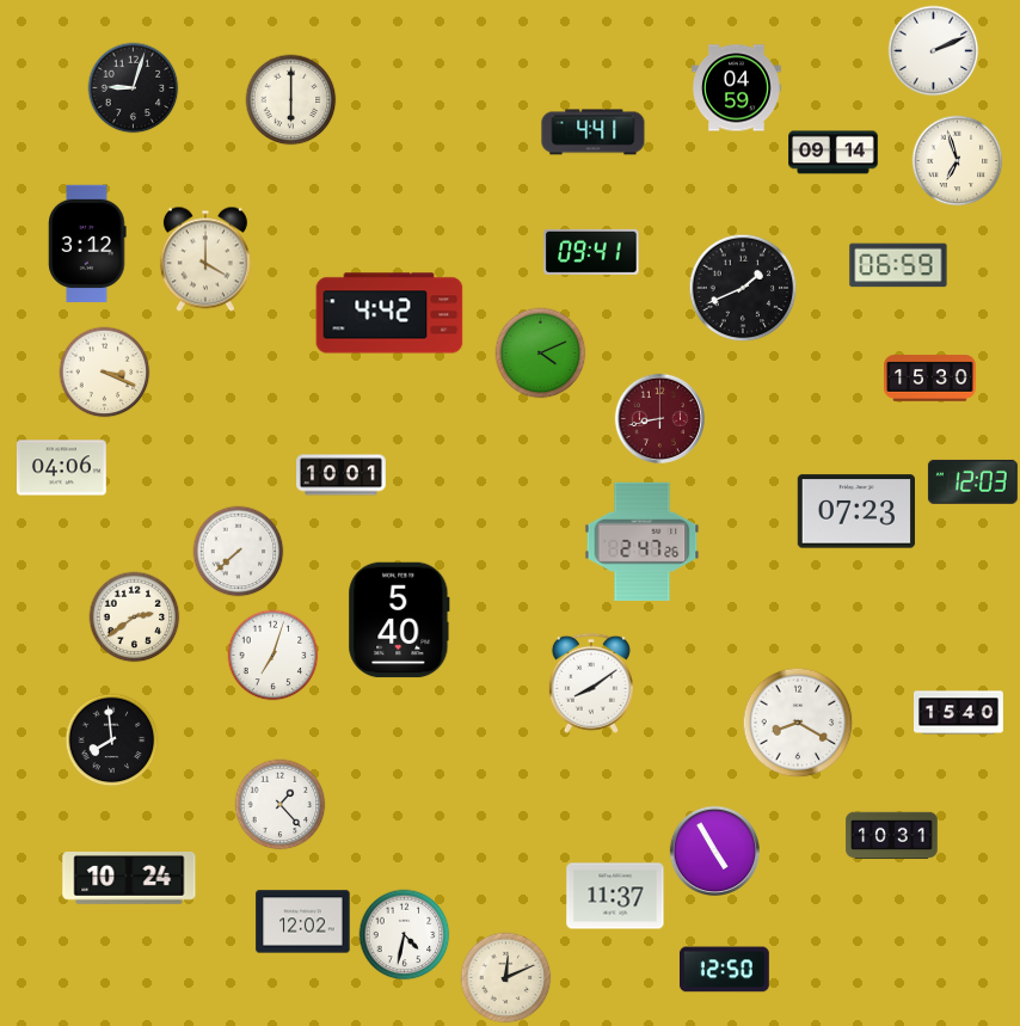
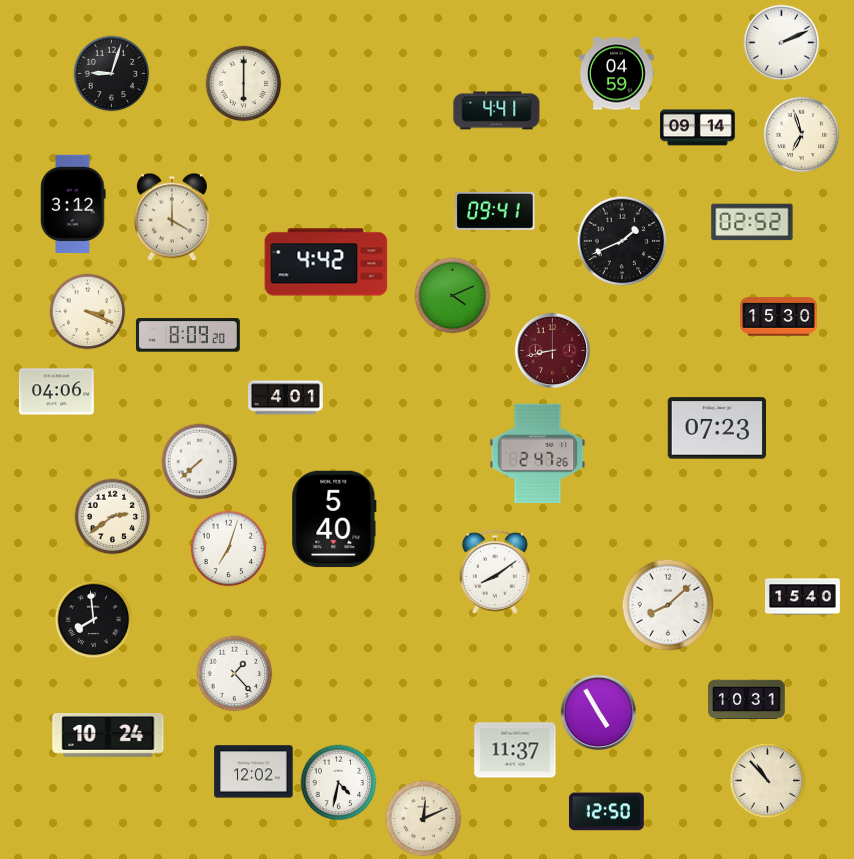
clock at (898, 265): 06:59 -> 02:52
clock at (188, 335): none -> 8:09
clock at (62, 468) position: (62, 468) -> (57, 392)
clock at (342, 475): 10:01 -> 4:01
clock at (972, 481): 12:03 -> none
clock at (798, 723): 8:20 -> 8:08
clock at (768, 781): none -> 10:53
